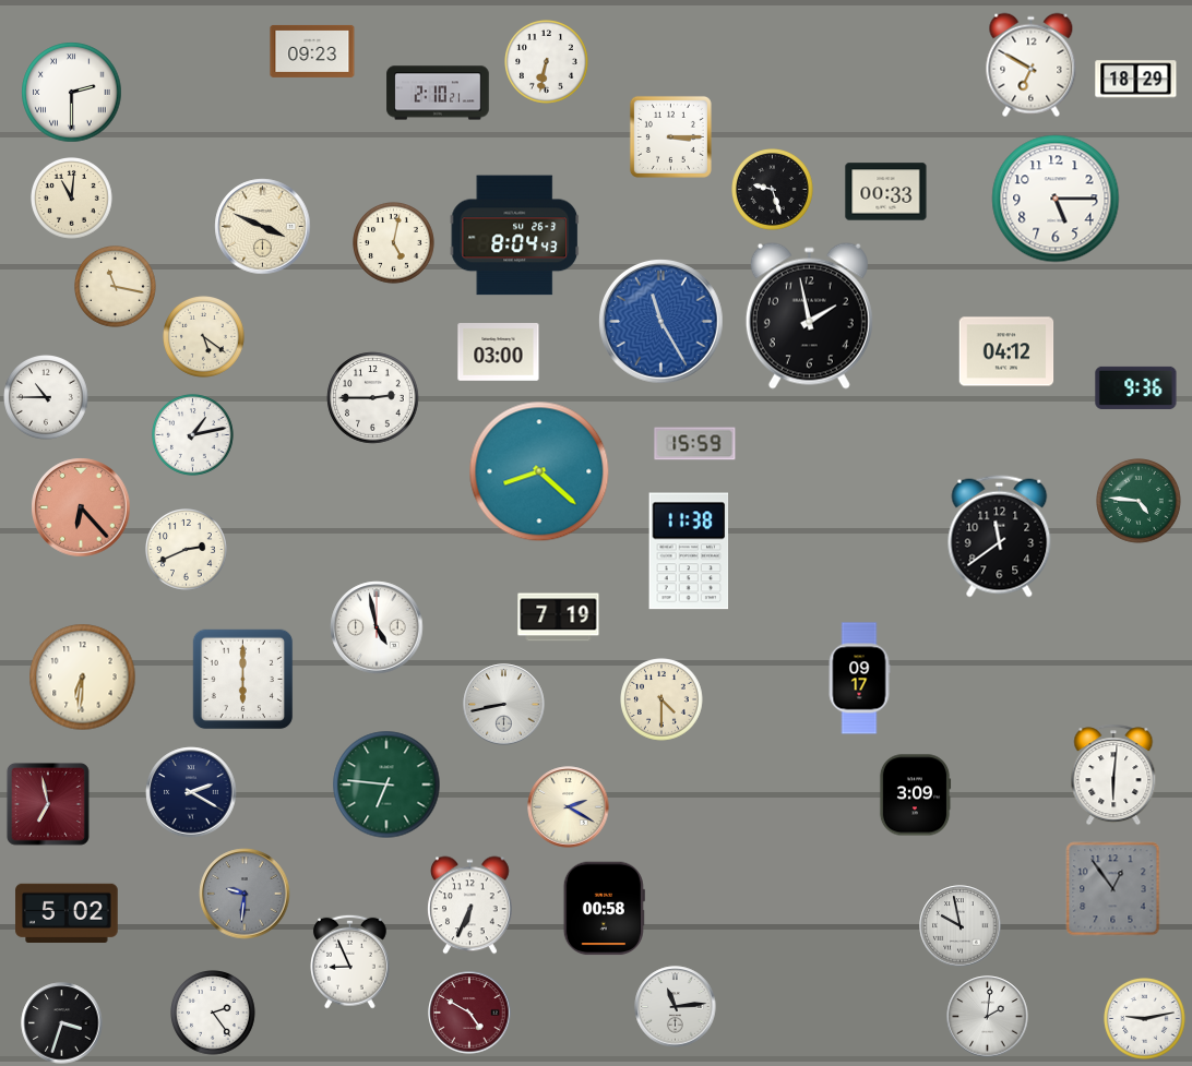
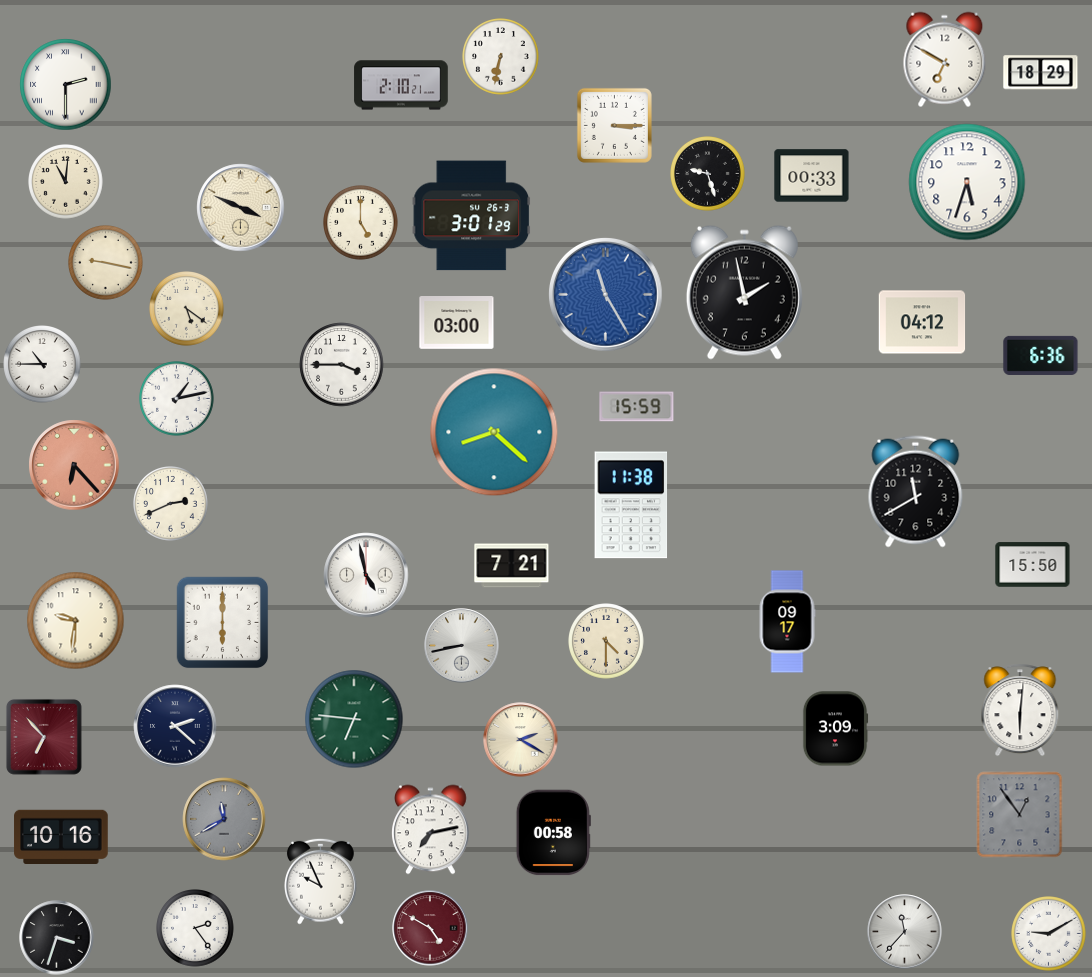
clock at (312, 51): 09:23 -> none
clock at (1056, 199): 5:15 -> 5:33
clock at (515, 236): 8:04 -> 3:01
clock at (394, 243): 5:02 -> 5:00
clock at (116, 287): 11:17 -> 9:17
clock at (809, 315) position: (809, 315) -> (744, 292)
clock at (1136, 387): 9:36 -> 6:36
clock at (373, 398): 2:45 -> 3:45
clock at (1139, 501): 4:46 -> none
clock at (1000, 537): 11:39 -> 11:40
clock at (1033, 565): none -> 15:50
clock at (559, 618): 7:19 -> 7:21
clock at (377, 627) position: (377, 627) -> (366, 575)
clock at (83, 678): 6:31 -> 9:31
clock at (191, 792): 2:20 -> 2:22
clock at (915, 795) position: (915, 795) -> (835, 729)
clock at (48, 804): 6:58 -> 6:53
clock at (245, 894): 9:31 -> 11:40
clock at (470, 906): 6:34 -> 7:13
clock at (67, 912): 5:02 -> 10:16
clock at (961, 926): 9:58 -> none
clock at (350, 961): 8:56 -> 9:56
clock at (676, 1007): 11:14 -> none
clock at (988, 1017): 2:01 -> 11:37
clock at (1145, 1019): 9:13 -> 9:10
